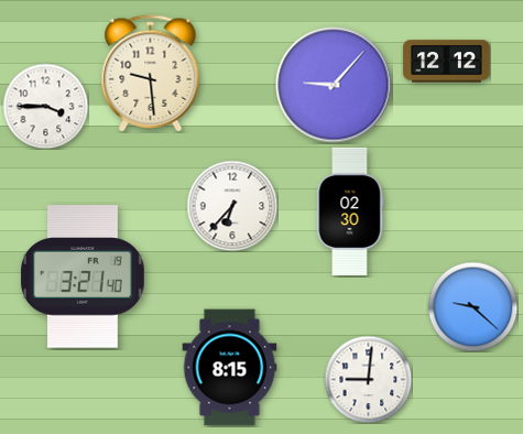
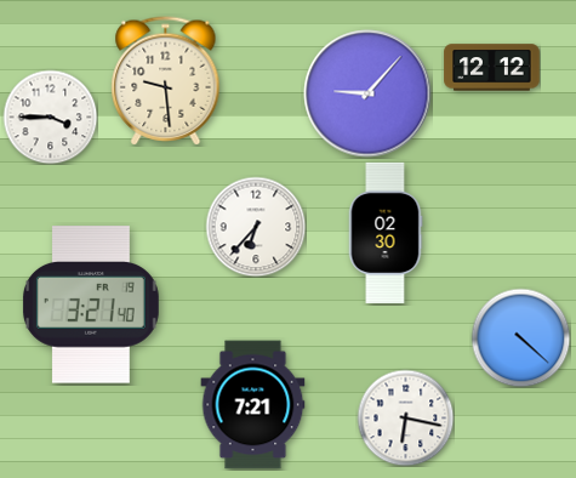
clock at (472, 306): 9:22 -> 4:22
clock at (230, 368): 8:15 -> 7:21
clock at (368, 379): 9:01 -> 6:17
